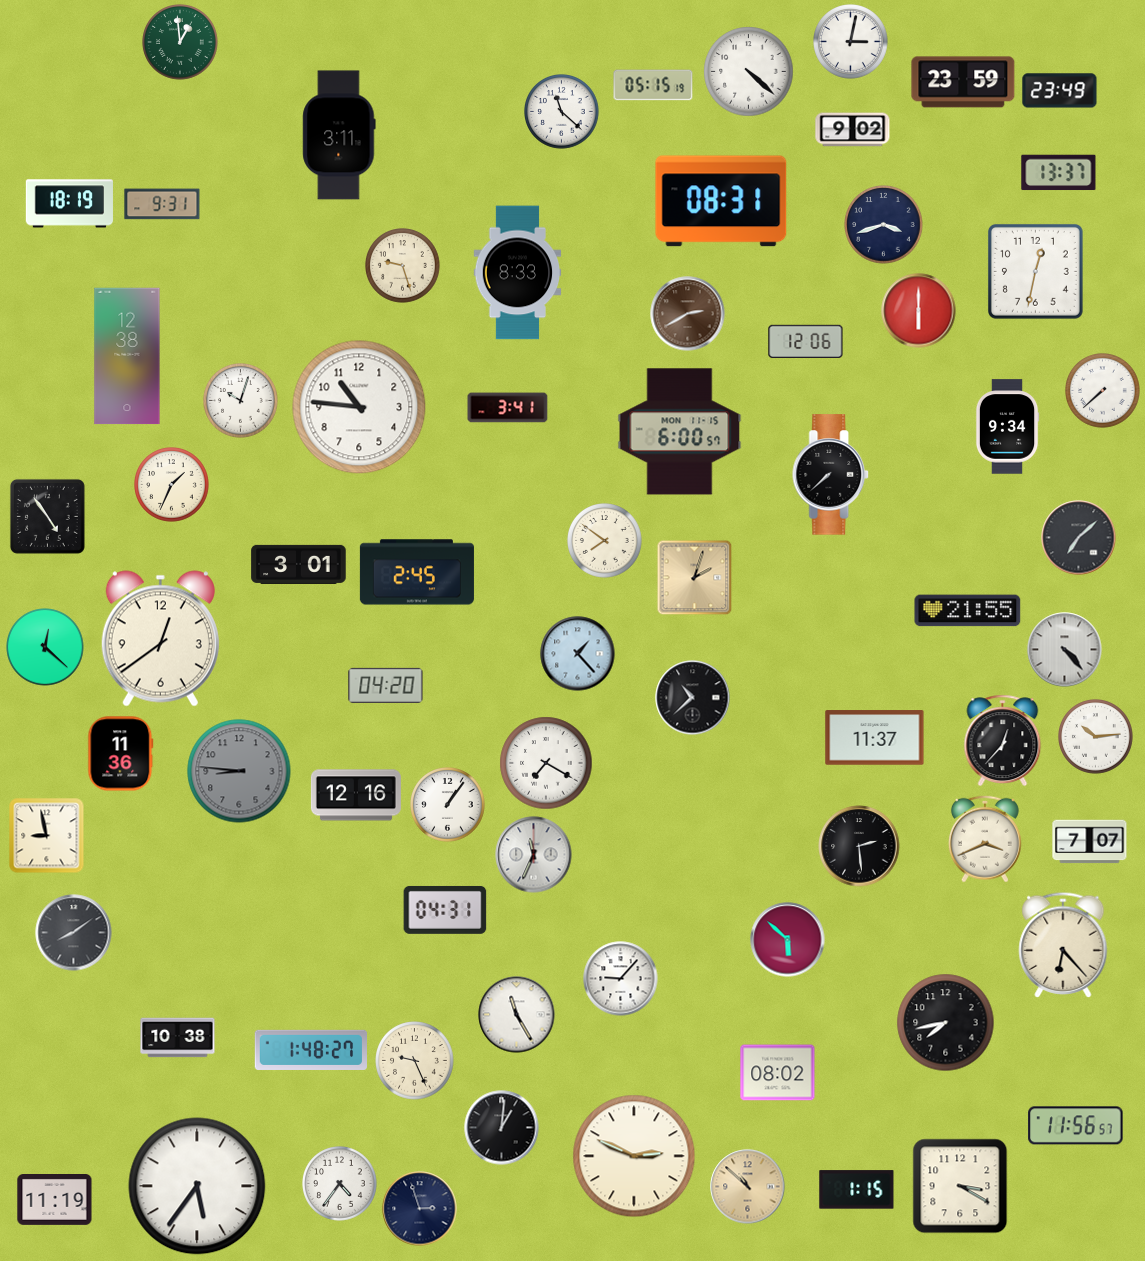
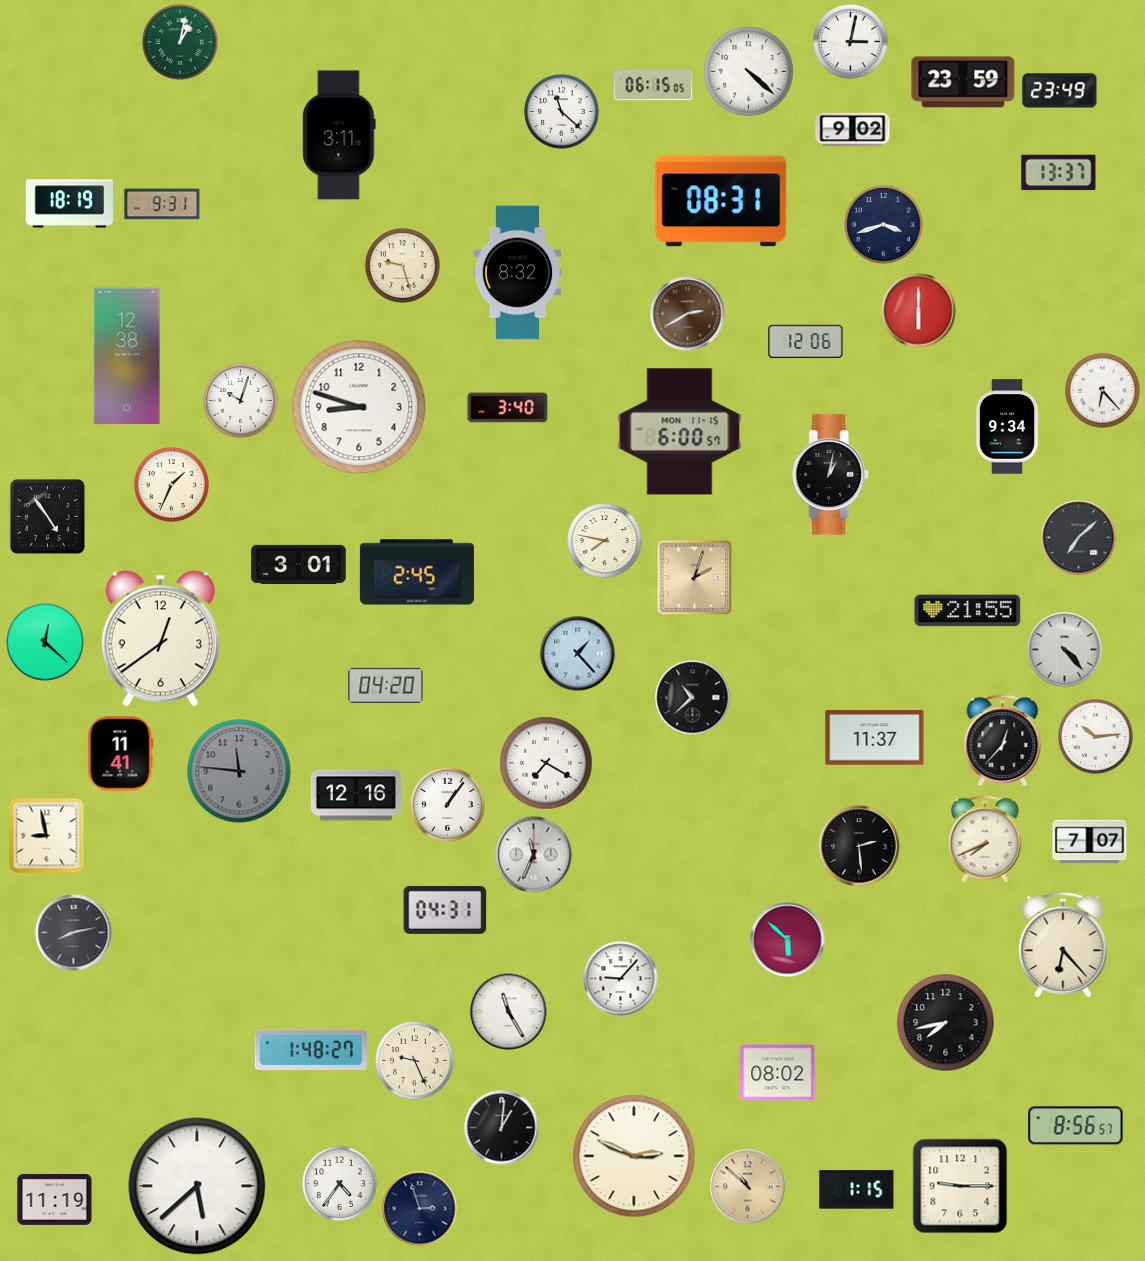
clock at (180, 42): 12:59 -> 1:02
clock at (653, 85): 05:15 -> 06:15
clock at (1035, 271): 12:32 -> none
clock at (518, 273): 8:33 -> 8:32
clock at (1103, 391): 7:38 -> 6:23
clock at (359, 407): 10:46 -> 8:48
clock at (508, 408): 3:41 -> 3:40
clock at (831, 475): 7:38 -> 1:02
clock at (605, 541): 7:51 -> 7:47
clock at (45, 647) position: (45, 647) -> (45, 642)
clock at (121, 754): 11:36 -> 11:41
clock at (239, 771): 8:46 -> 11:46
clock at (985, 839): 3:41 -> 7:41
clock at (74, 933): 8:09 -> 8:13
clock at (517, 1015) position: (517, 1015) -> (509, 1012)
clock at (178, 1038): 10:38 -> none
clock at (1076, 1126): 11:56 -> 8:56
clock at (197, 1186): 5:36 -> 5:38
clock at (960, 1186): 3:20 -> 9:15
